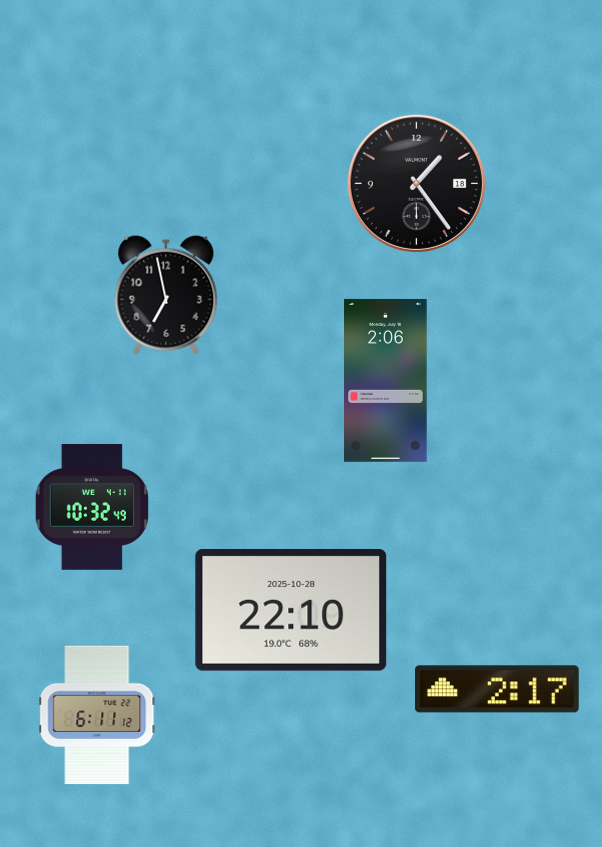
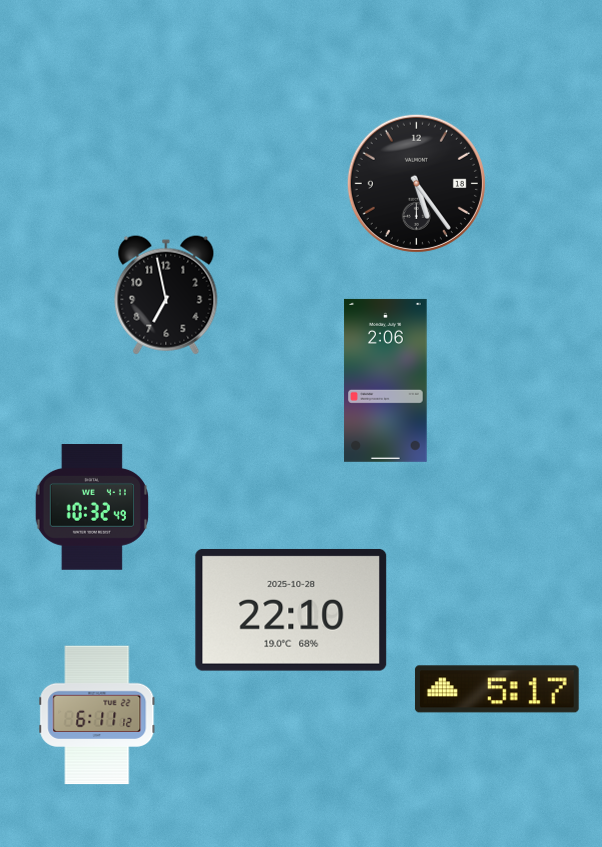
clock at (416, 183): 1:24 -> 5:24
clock at (497, 689): 2:17 -> 5:17
